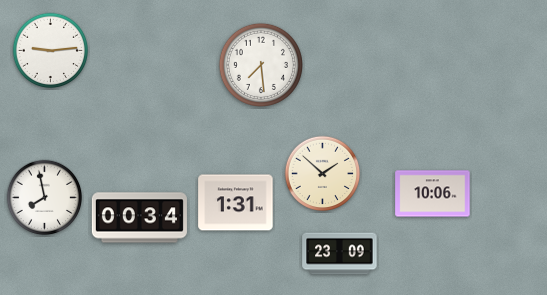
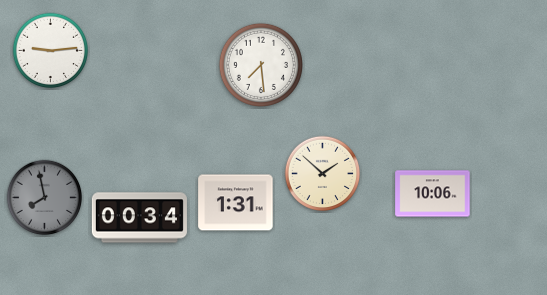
clock at (45, 198) dial: white -> grey
clock at (340, 254): 23:09 -> none
